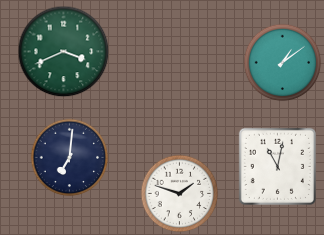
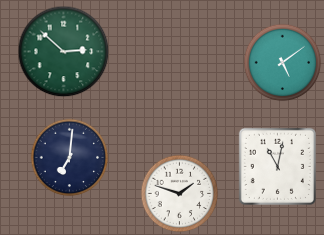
clock at (63, 51): 3:41 -> 2:52
clock at (282, 62): 1:09 -> 5:09
